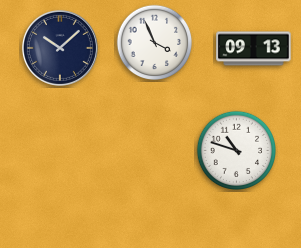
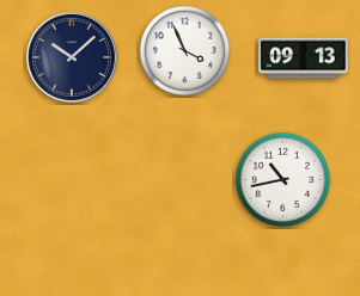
clock at (237, 151): 10:48 -> 10:43
